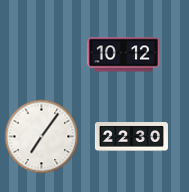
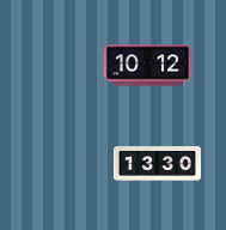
clock at (42, 137): 7:06 -> none
clock at (131, 137): 22:30 -> 13:30
